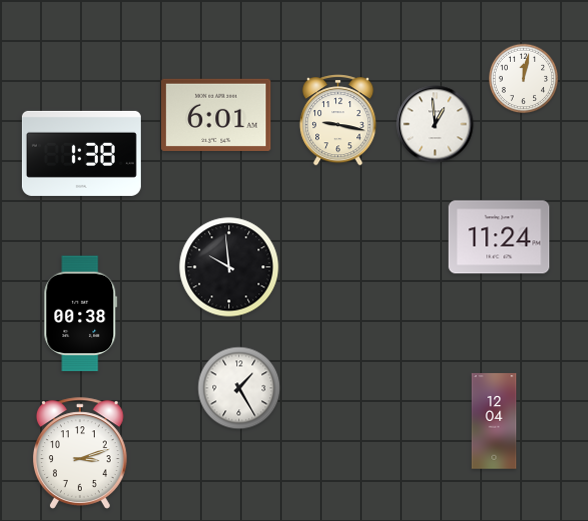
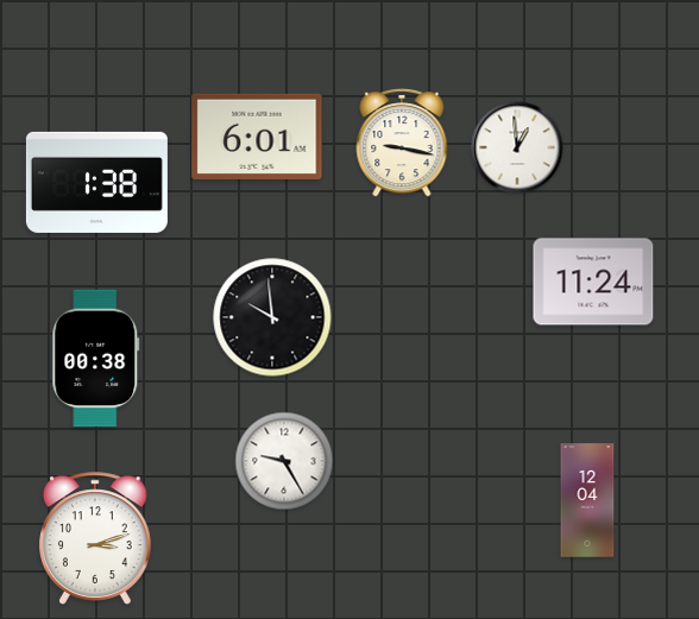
clock at (524, 79): 12:02 -> none
clock at (81, 314) position: (81, 314) -> (96, 359)
clock at (239, 388): 1:25 -> 9:25
